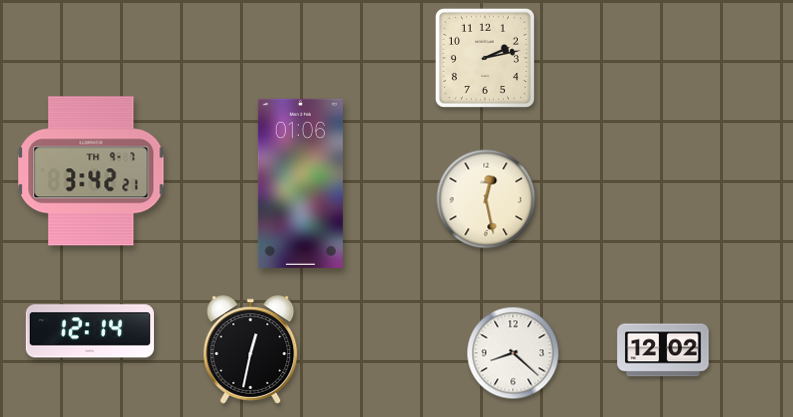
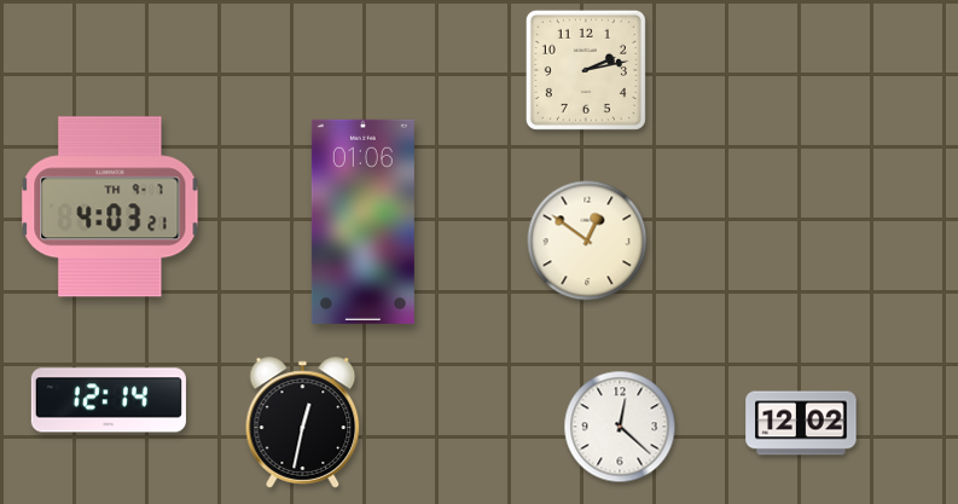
clock at (91, 171): 3:42 -> 4:03
clock at (486, 199): 12:28 -> 12:51
clock at (513, 353): 8:22 -> 12:22
